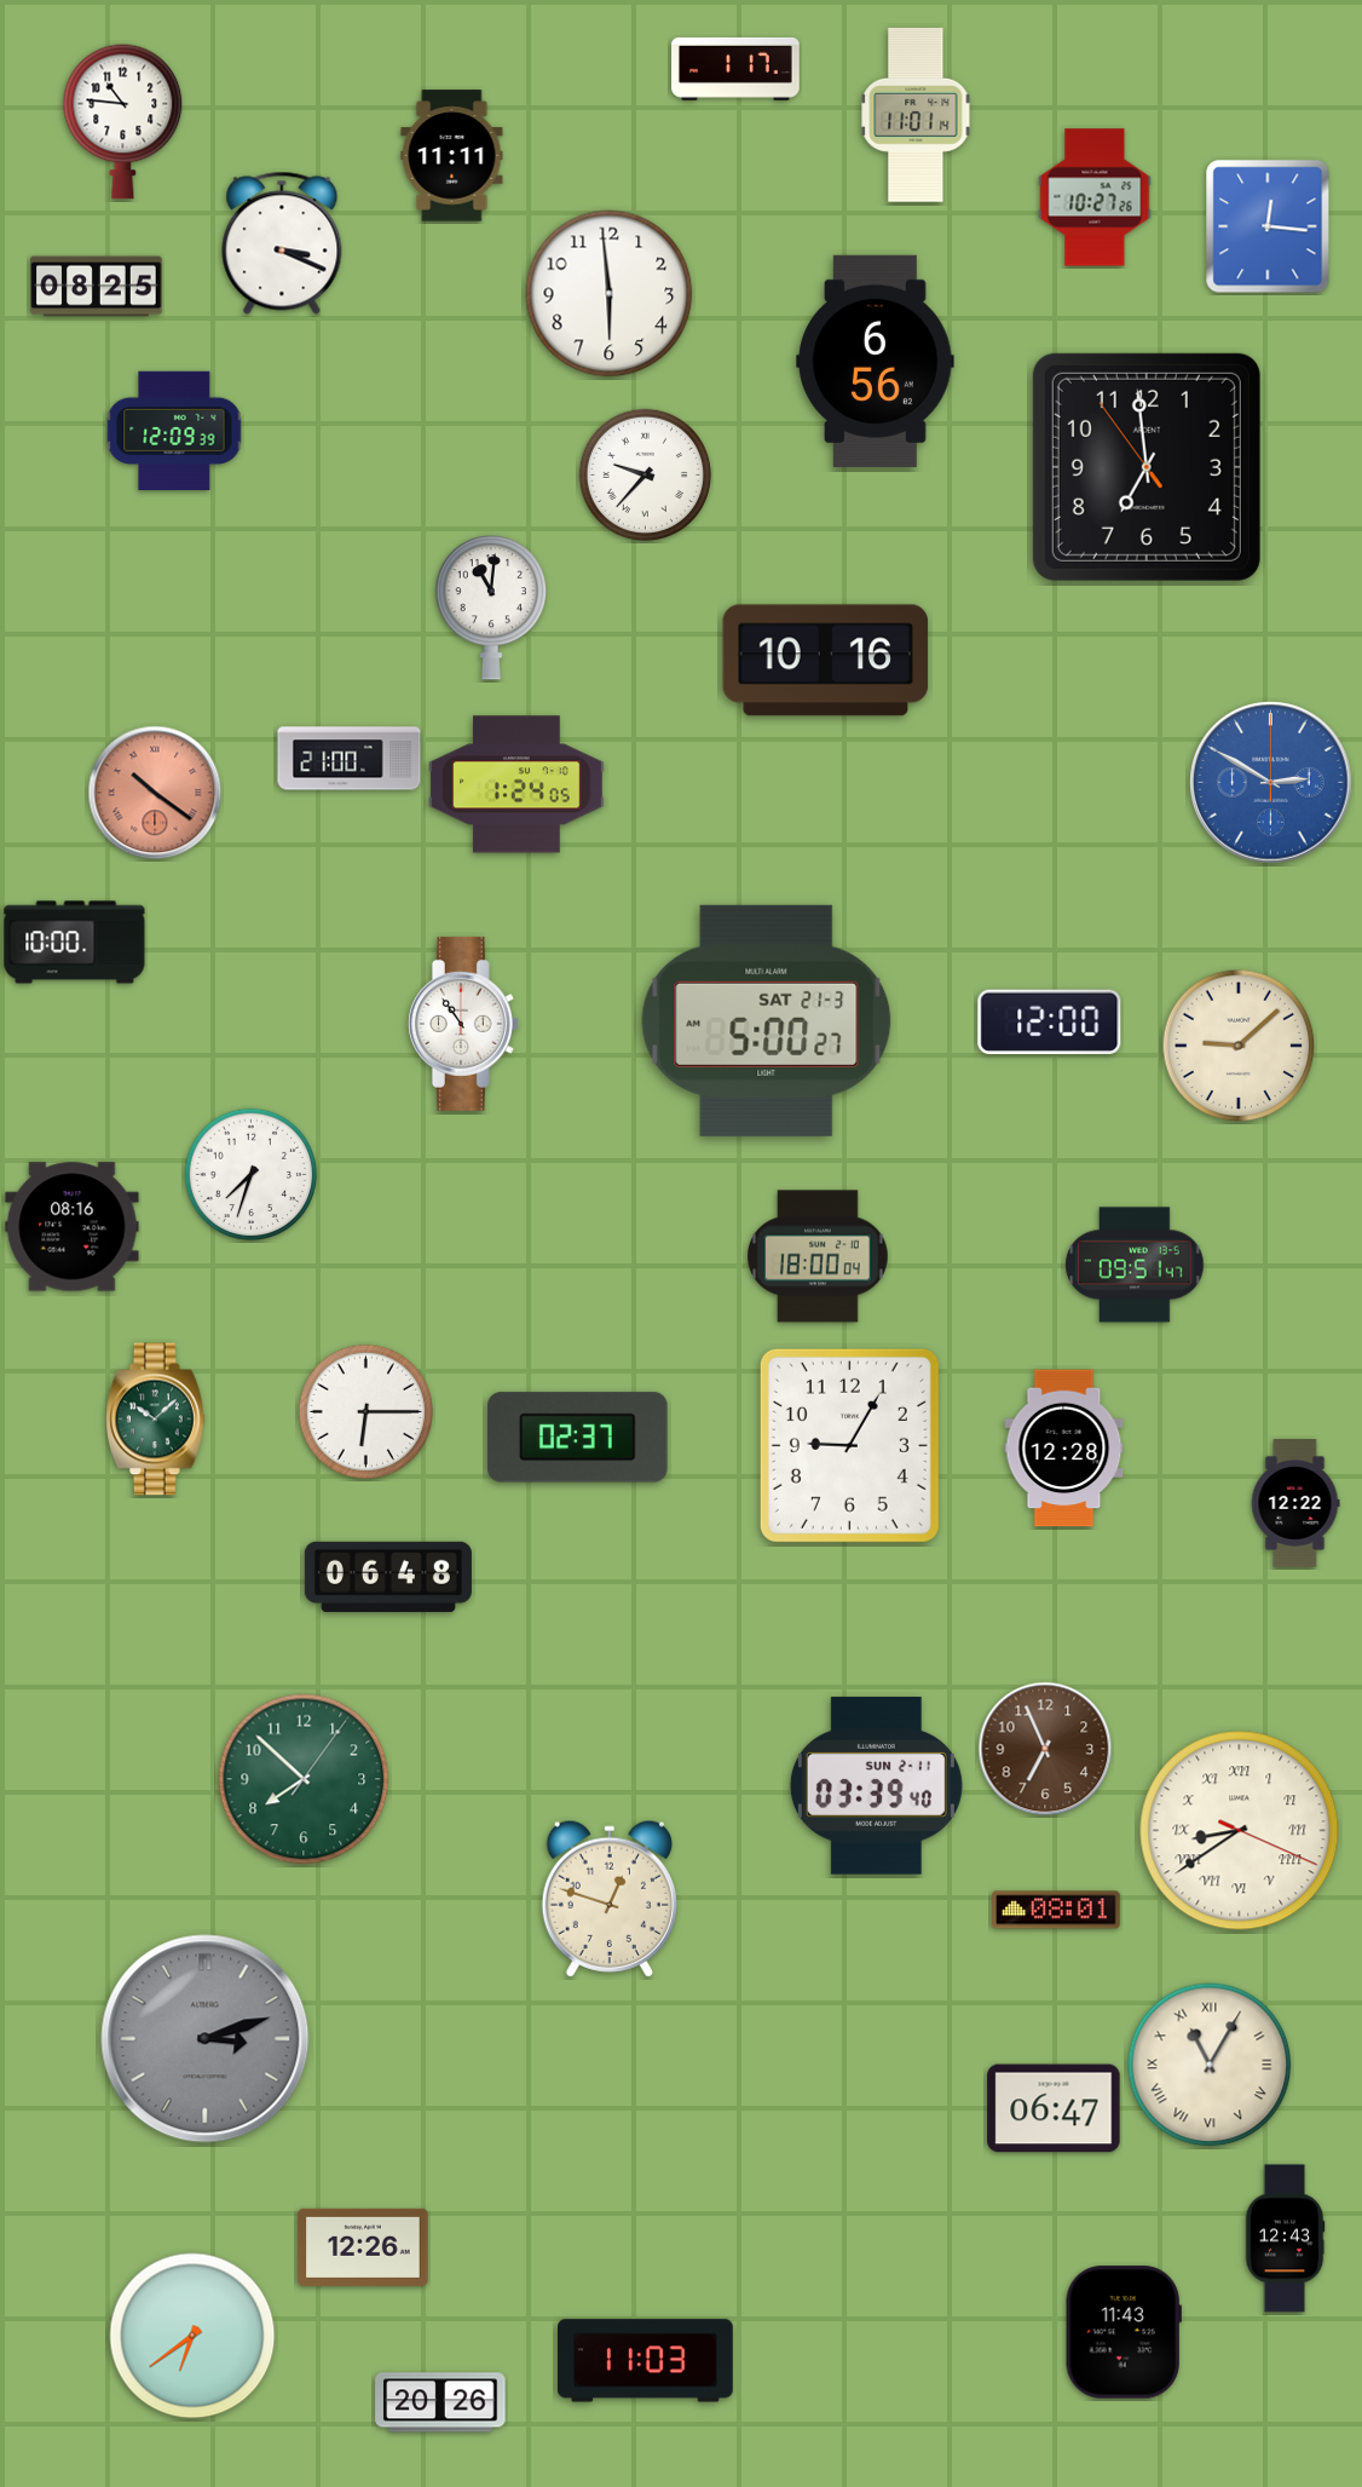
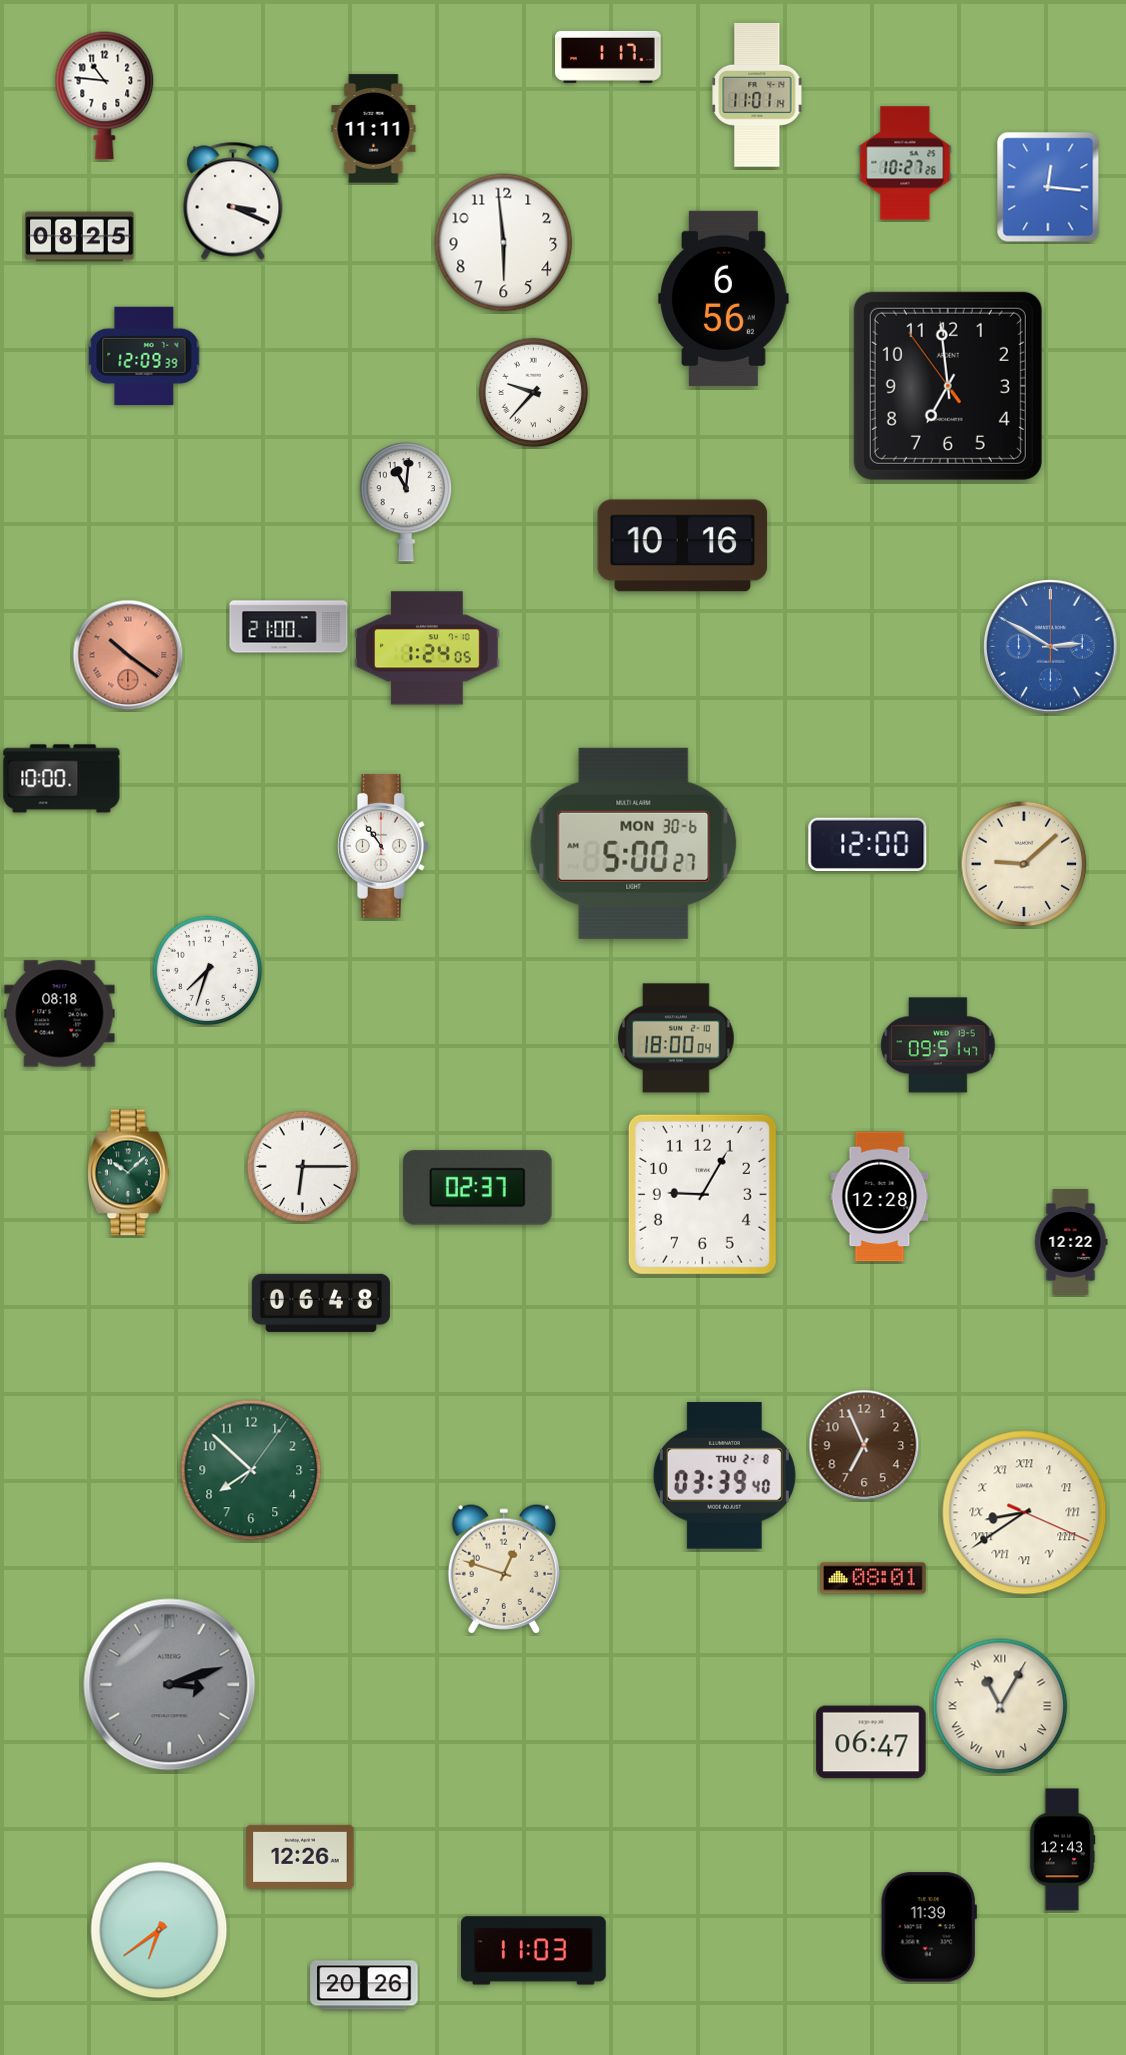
clock at (123, 121) position: (123, 121) -> (105, 95)
clock at (767, 1020) date: SAT 21-3 -> MON 30-6
clock at (73, 1227): 08:16 -> 08:18
clock at (876, 1786) date: SUN 2-11 -> THU 2-8
clock at (1124, 2332): 11:43 -> 11:39
